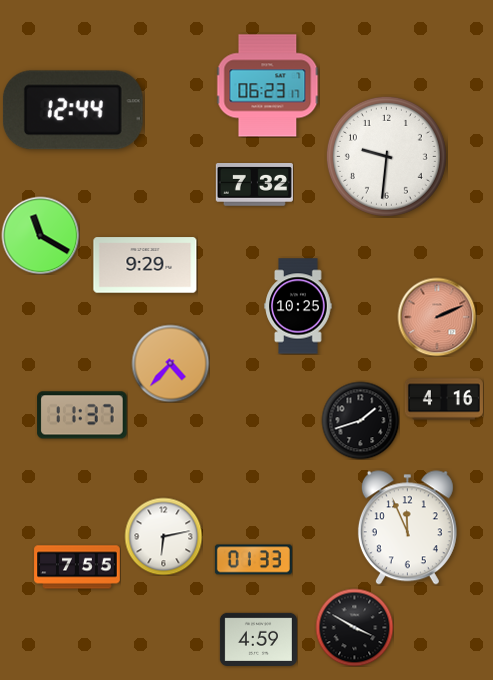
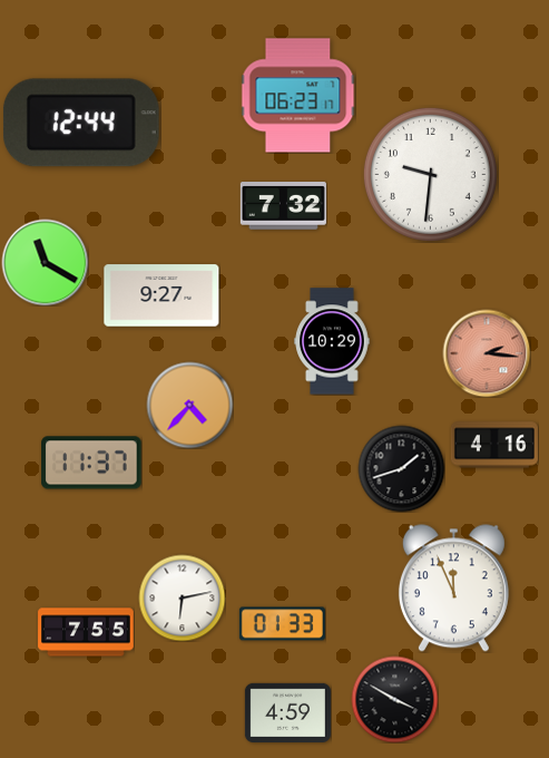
clock at (145, 265): 9:29 -> 9:27
clock at (298, 306): 10:25 -> 10:29
clock at (437, 317): 2:11 -> 2:16
